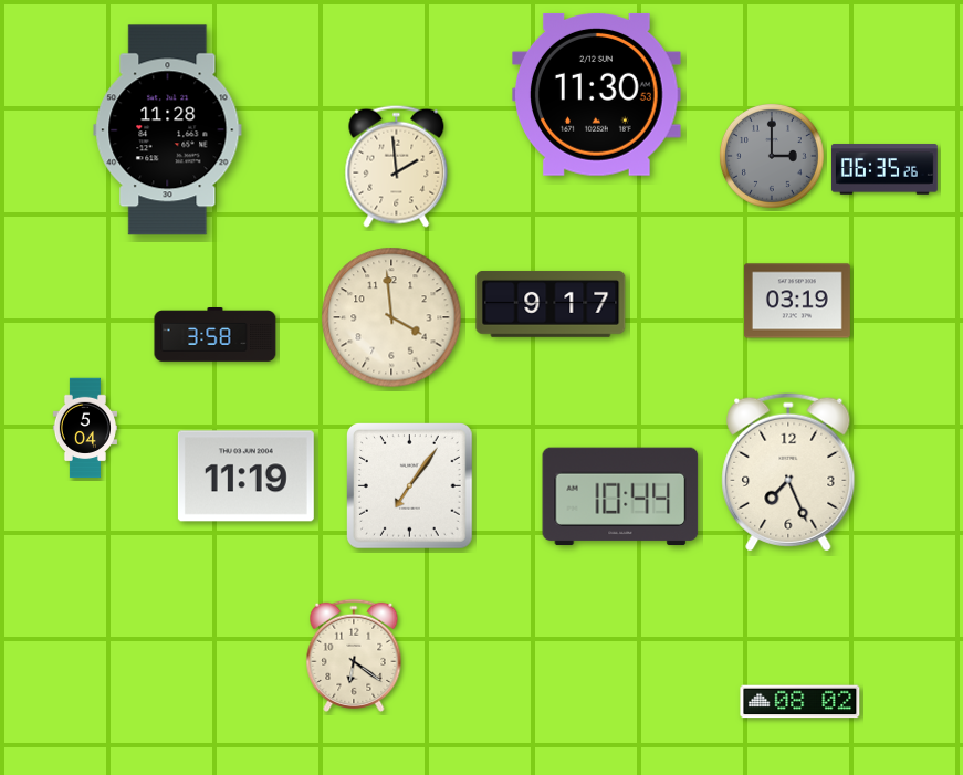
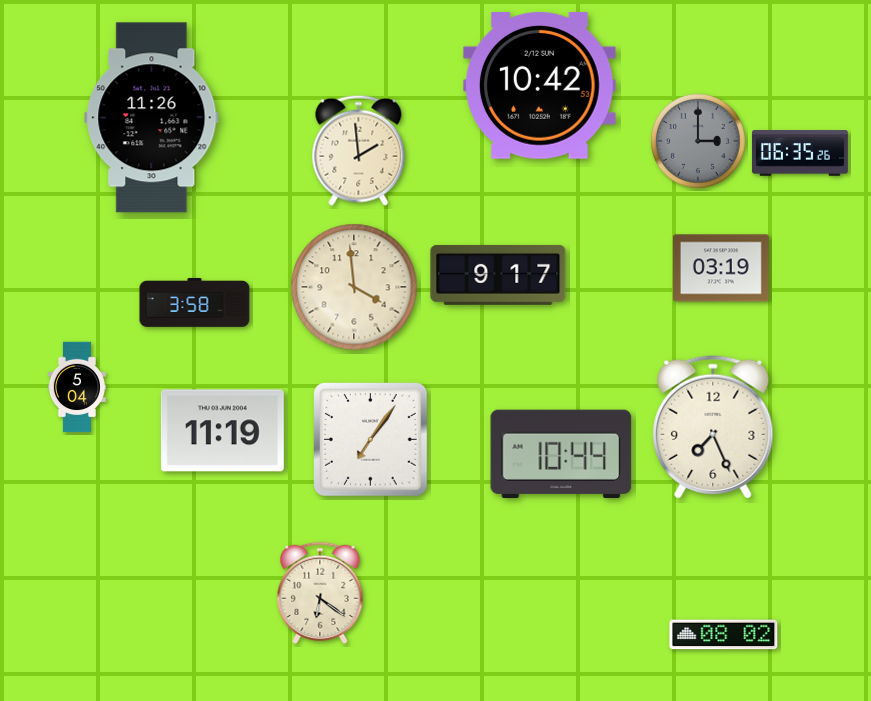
clock at (597, 94): 11:30 -> 10:42
clock at (168, 130): 11:28 -> 11:26
clock at (797, 301) position: (797, 301) -> (721, 268)
clock at (620, 496) position: (620, 496) -> (561, 454)
